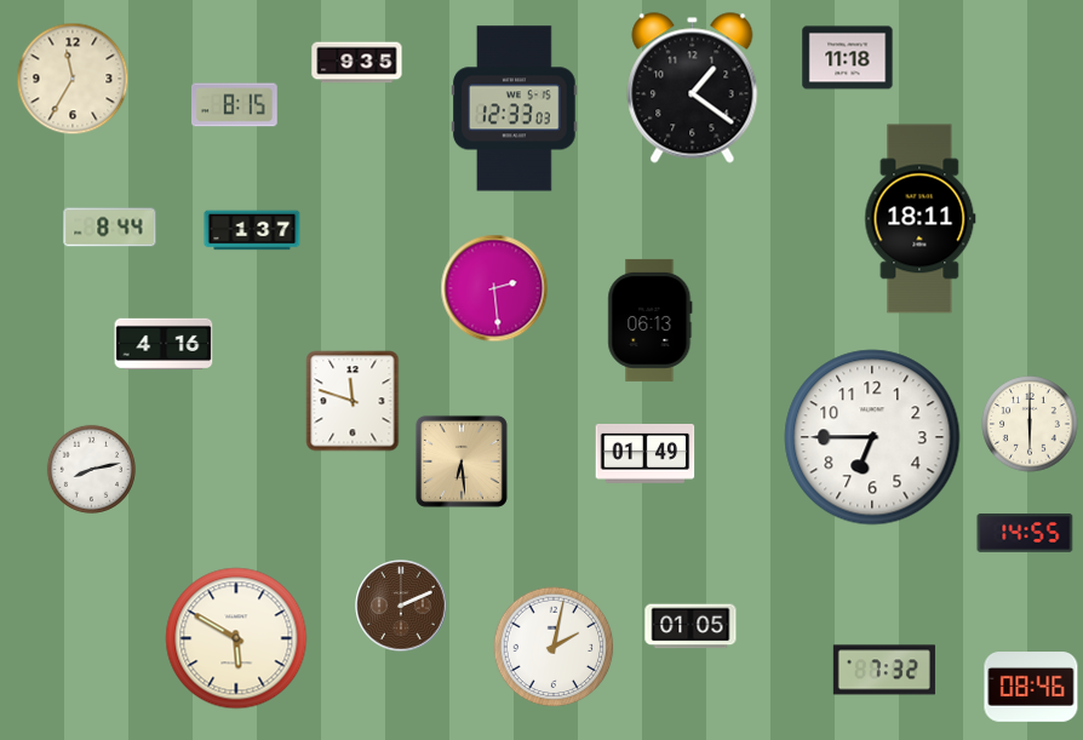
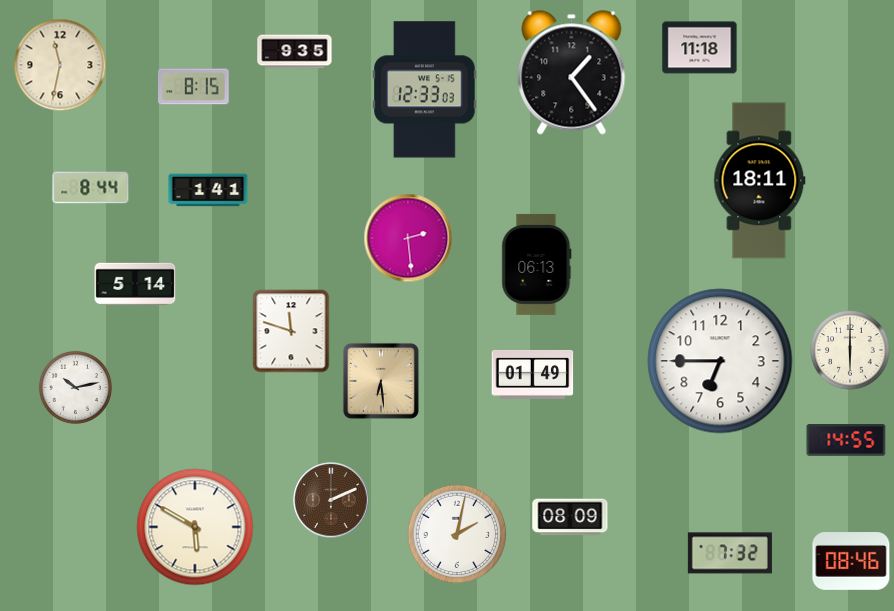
clock at (73, 79): 11:35 -> 11:32
clock at (693, 88): 1:21 -> 1:24
clock at (252, 230): 1:37 -> 1:41
clock at (164, 343): 4:16 -> 5:14
clock at (91, 469): 8:13 -> 10:13
clock at (691, 626): 01:05 -> 08:09
clock at (1031, 687) position: (1031, 687) -> (851, 561)
